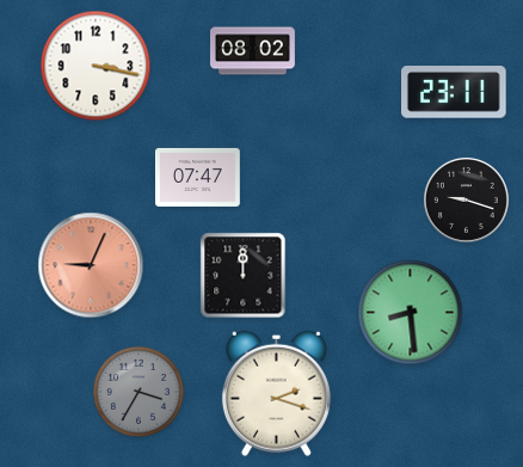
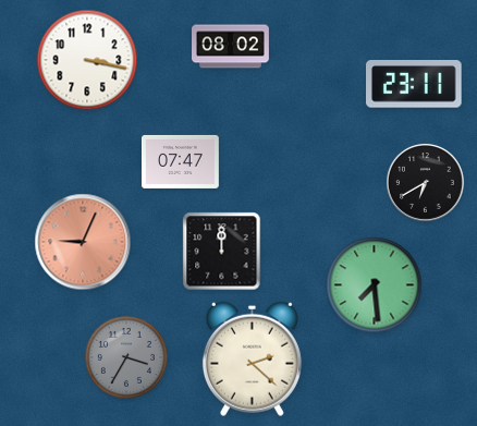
clock at (466, 199): 9:18 -> 6:40
clock at (411, 313): 8:29 -> 7:29
clock at (276, 393): 2:18 -> 2:22
